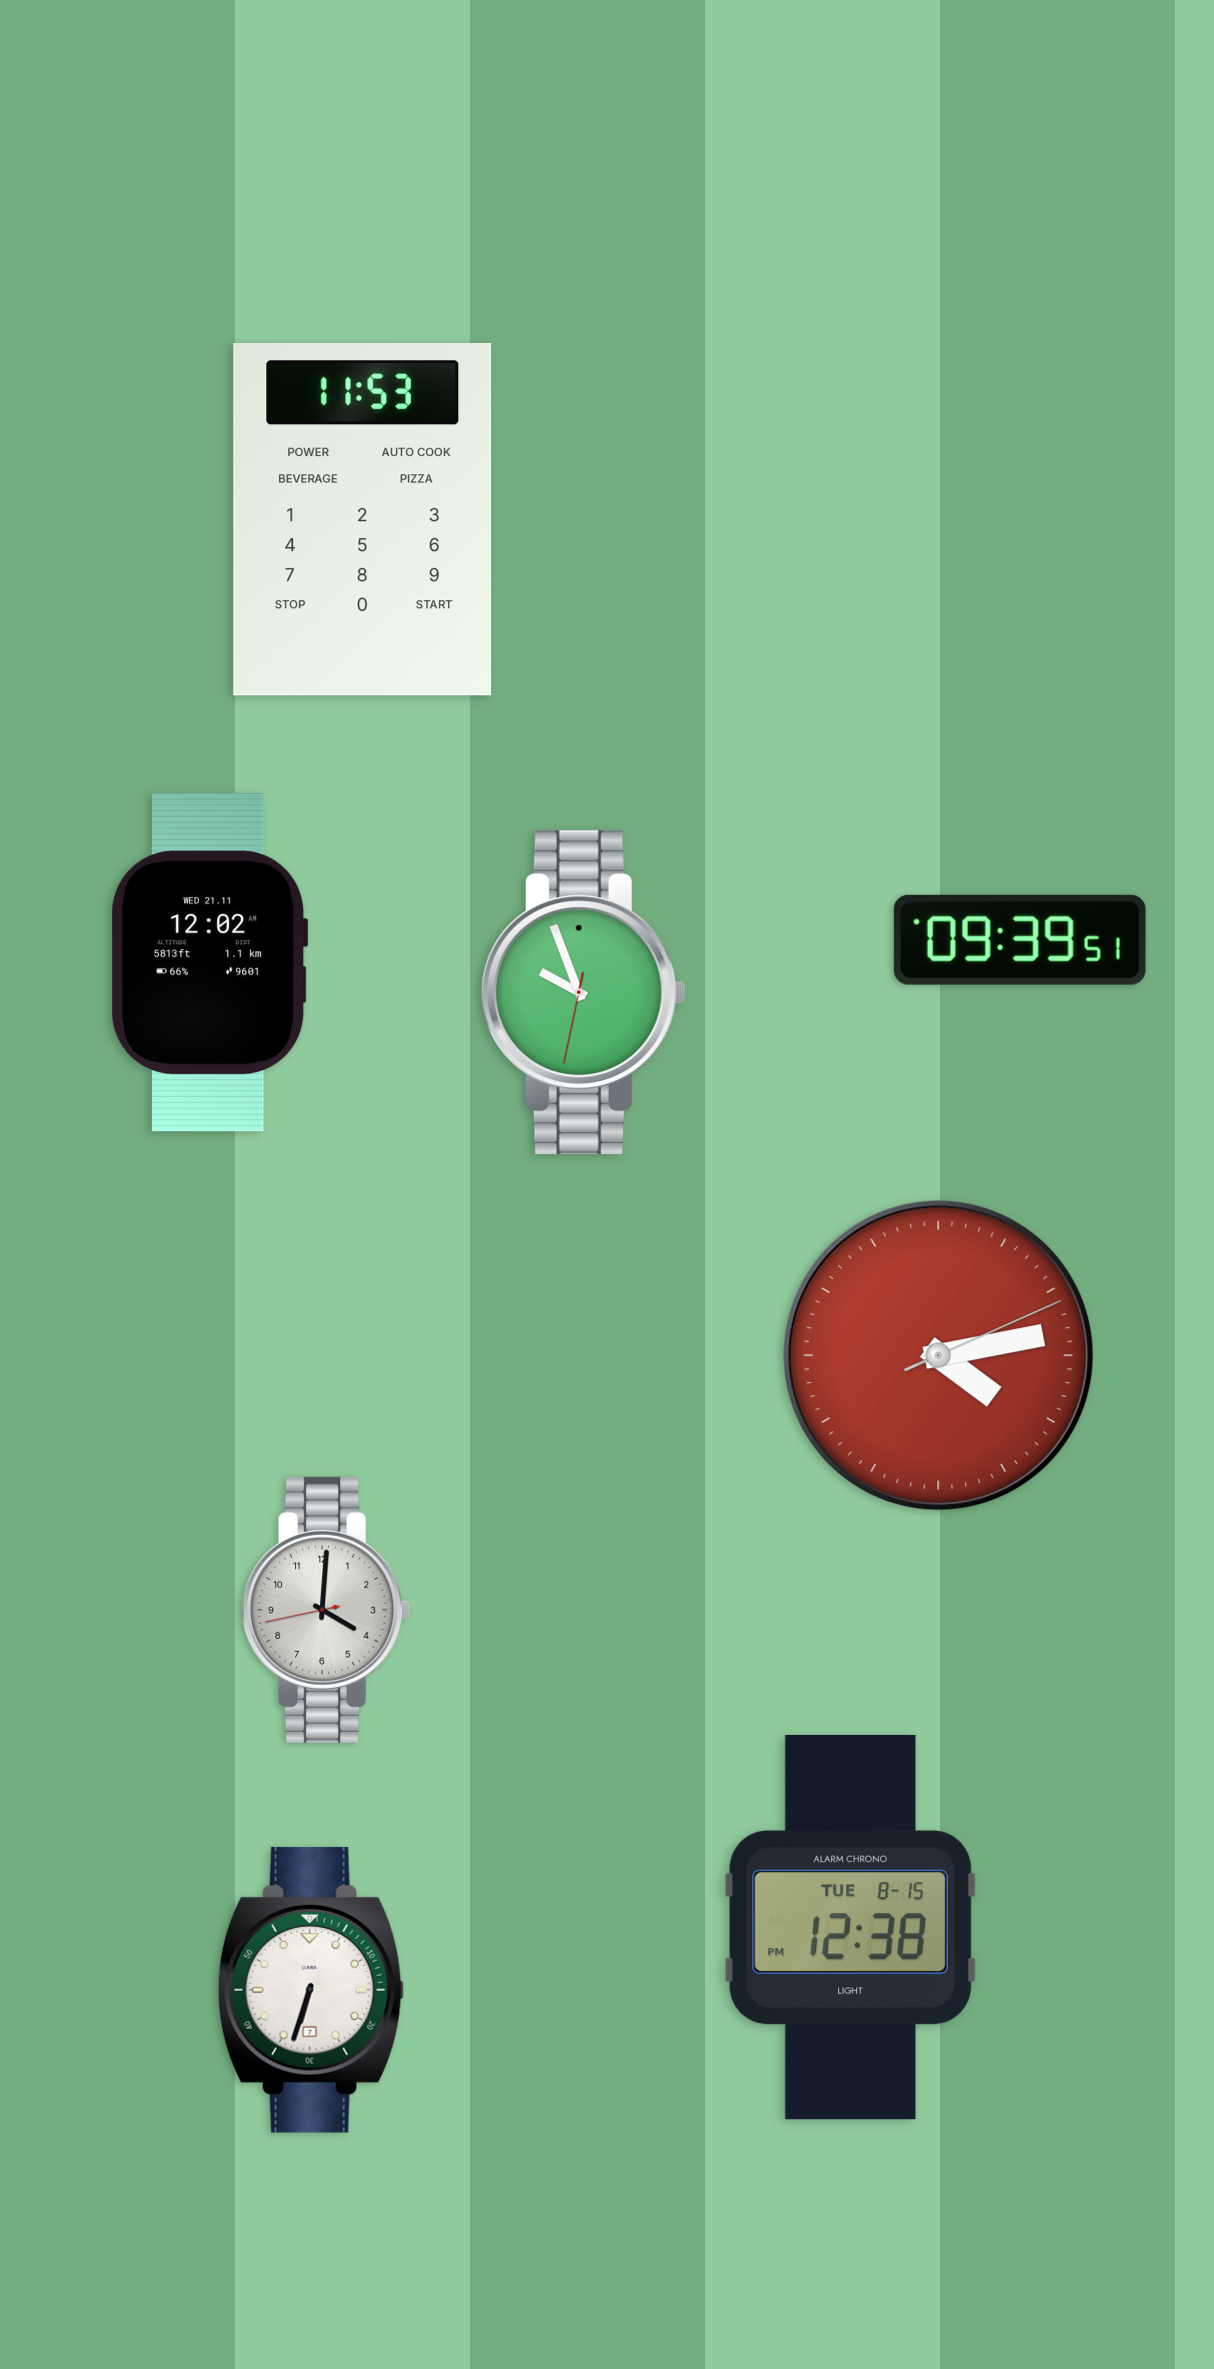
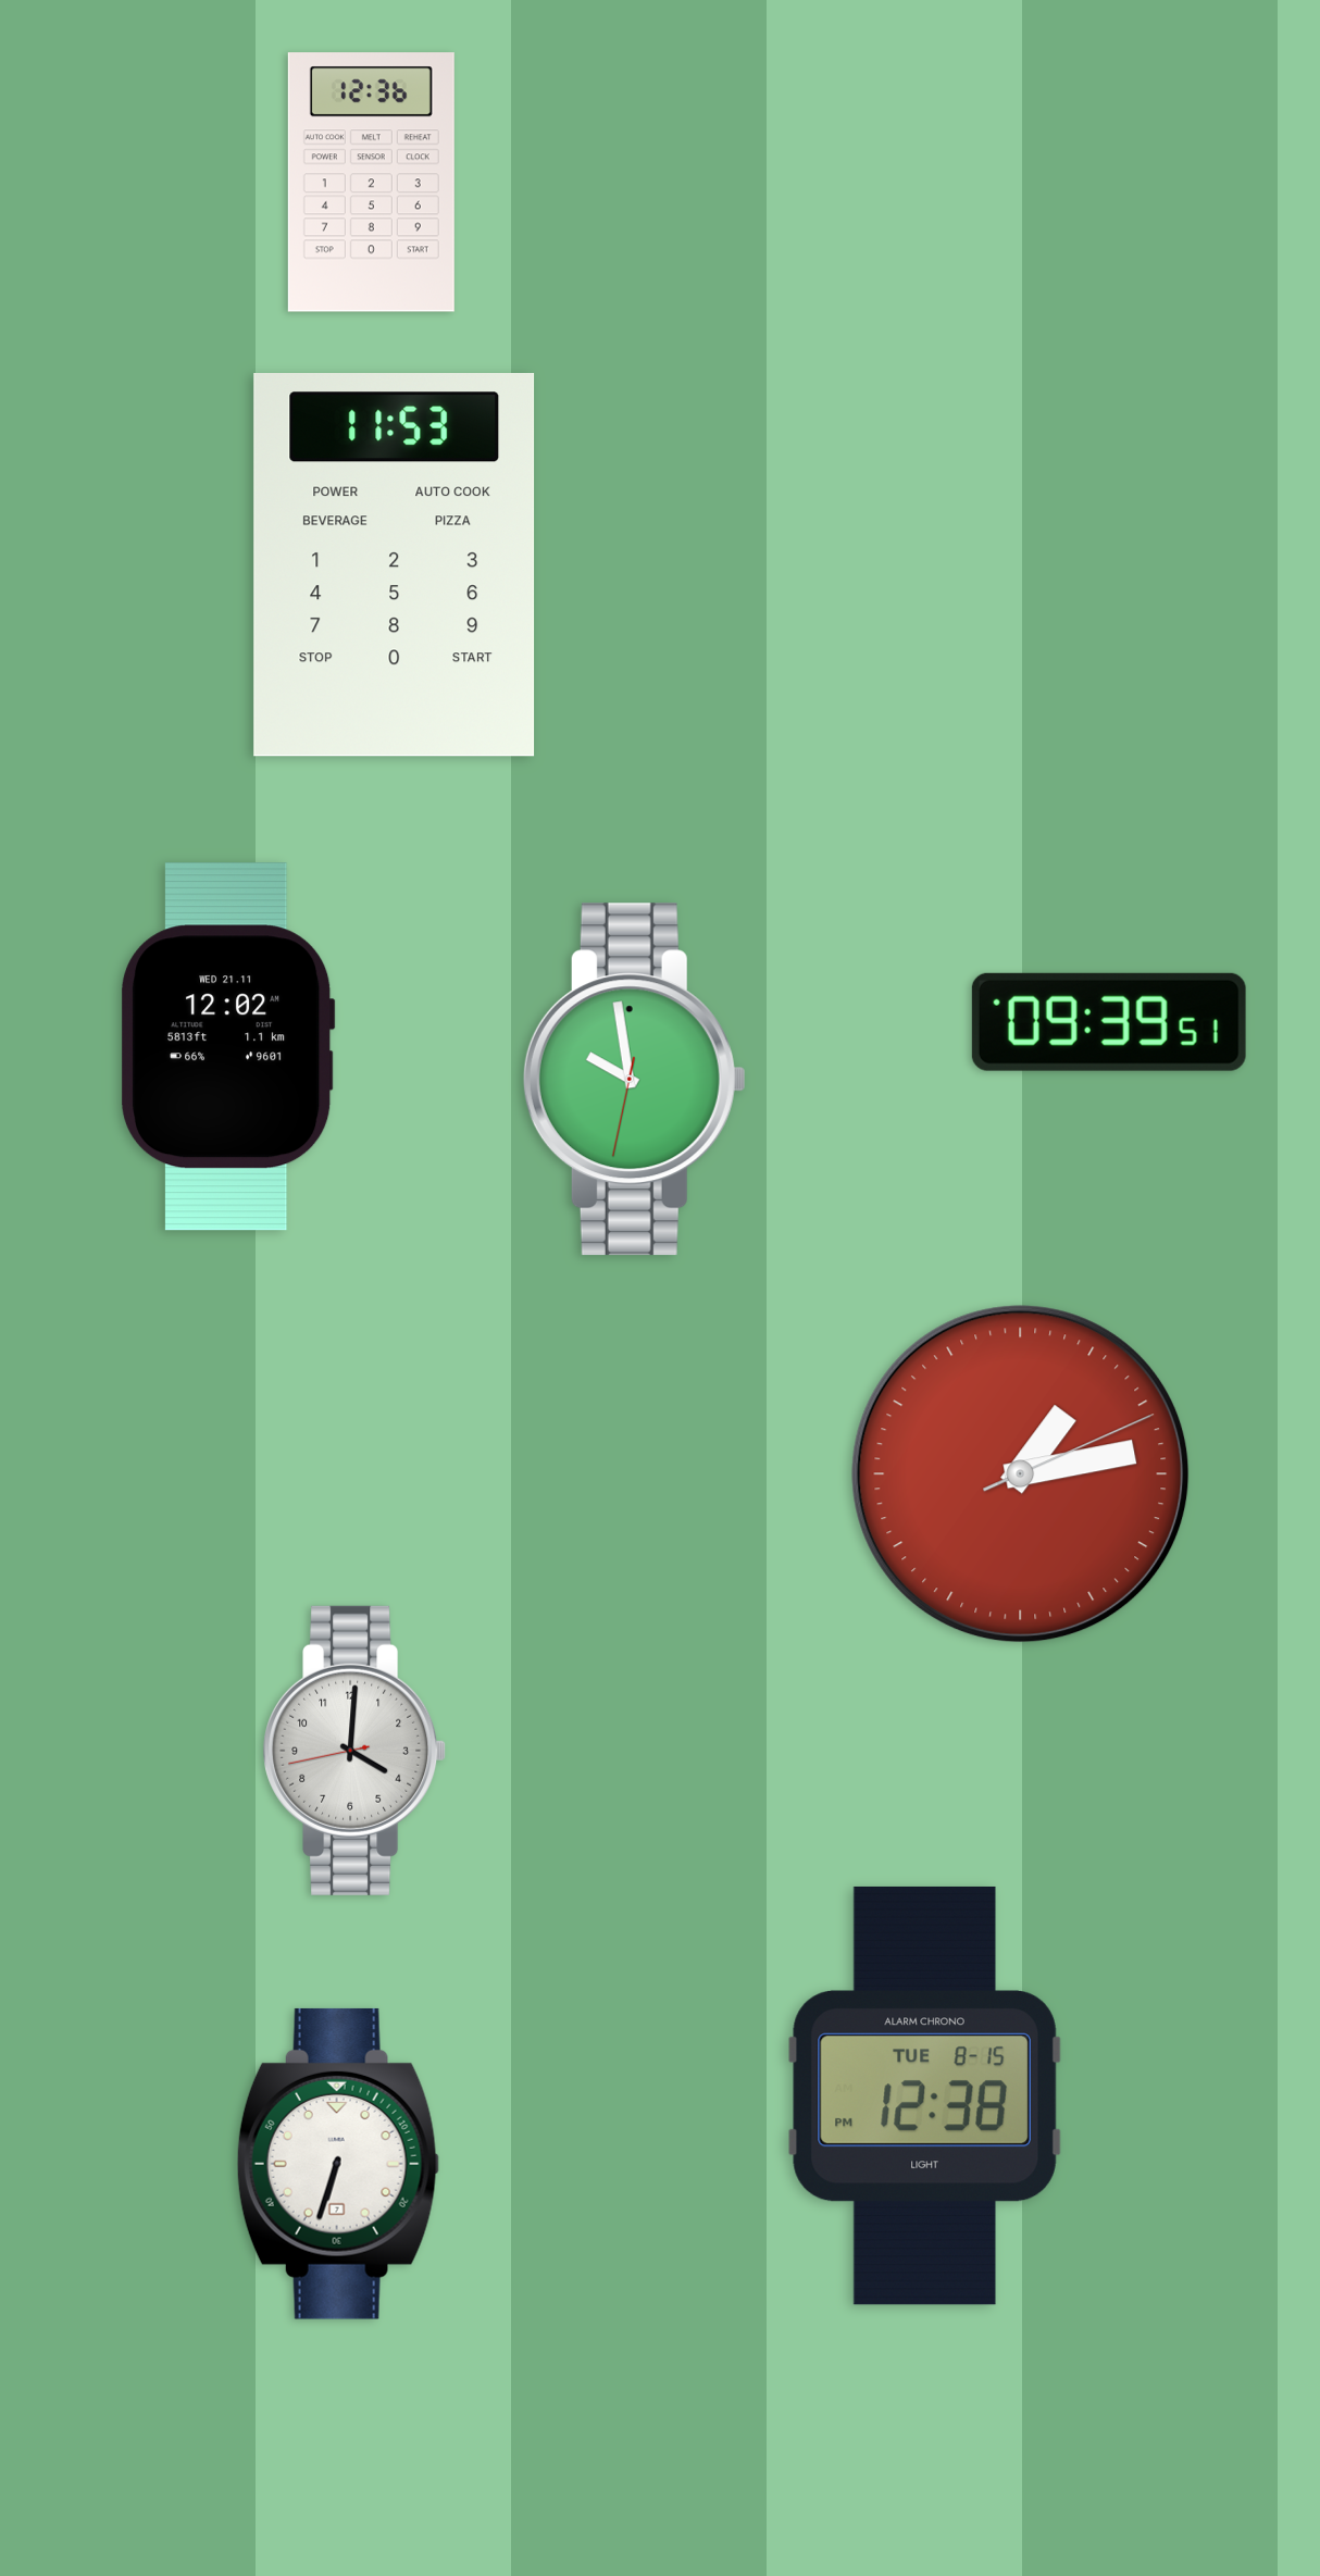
clock at (371, 183): none -> 12:36
clock at (583, 993): 9:56 -> 9:58
clock at (939, 1356): 4:13 -> 1:13
